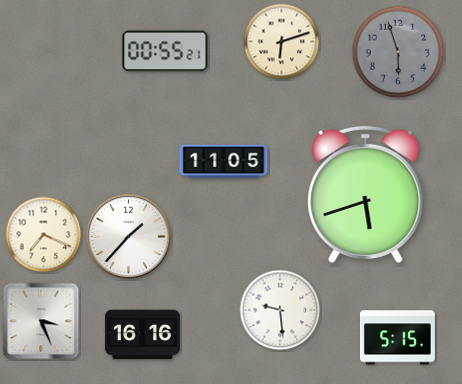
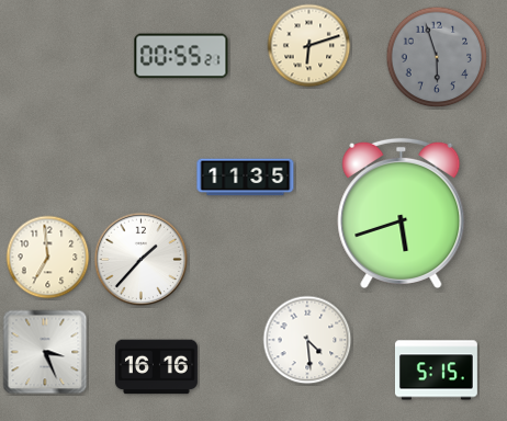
clock at (224, 162): 11:05 -> 11:35
clock at (44, 235): 7:19 -> 6:59
clock at (280, 310): 9:29 -> 4:29
